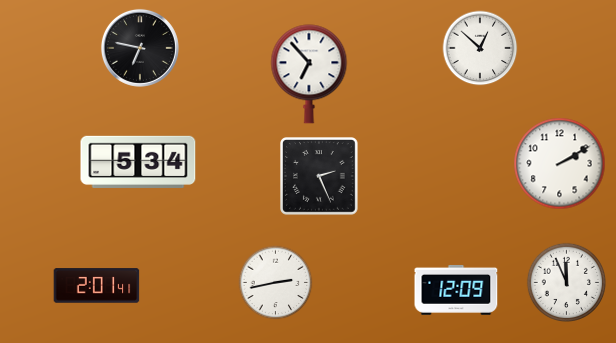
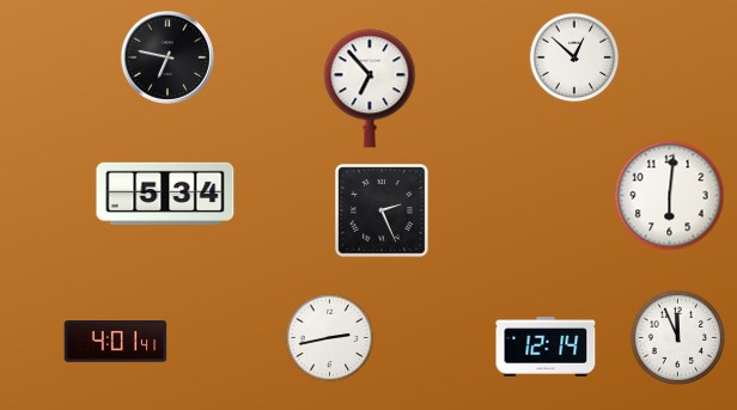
clock at (560, 164): 2:10 -> 6:01
clock at (97, 286): 2:01 -> 4:01
clock at (456, 290): 12:09 -> 12:14
